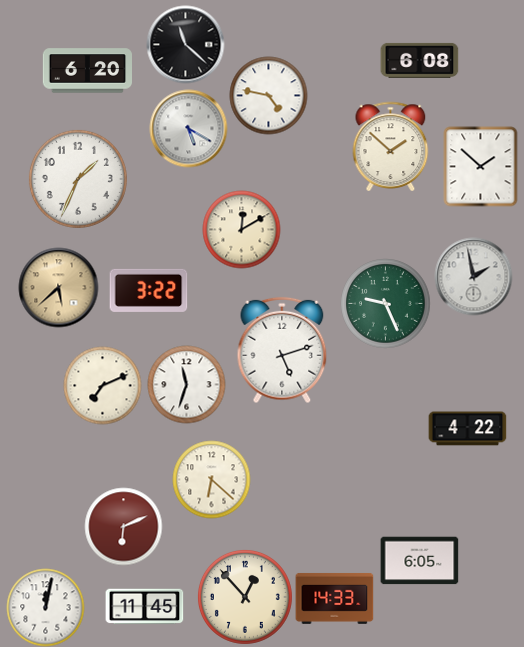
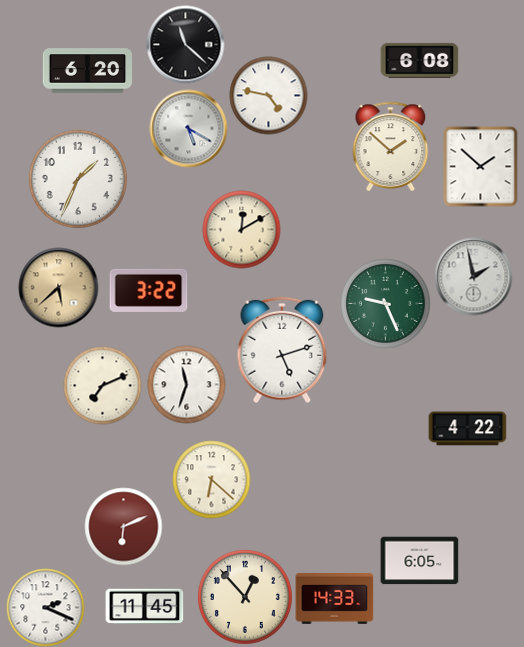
clock at (45, 607): 12:02 -> 2:19
